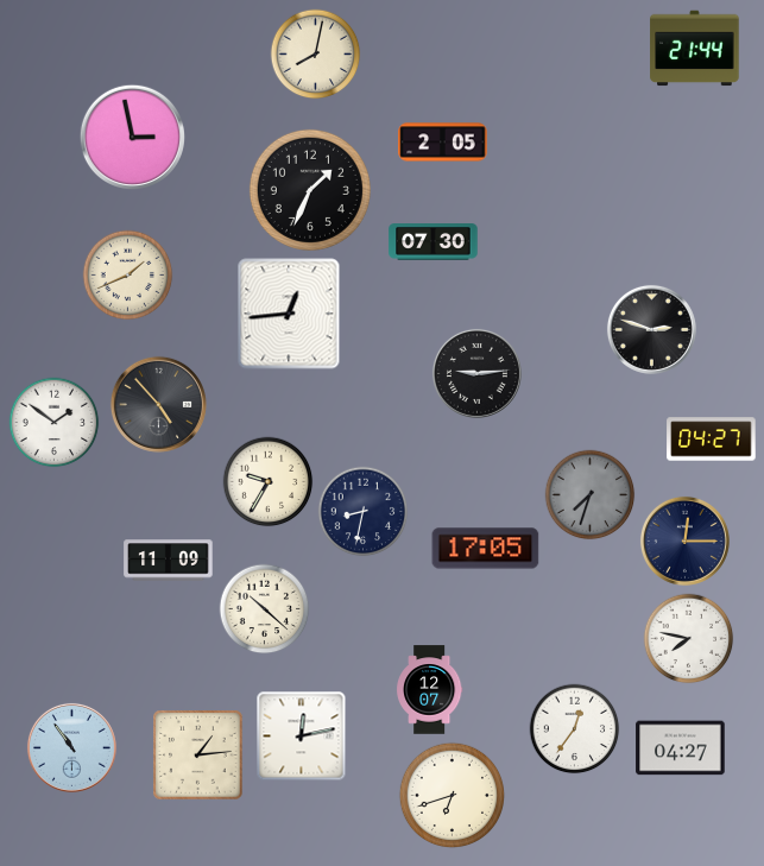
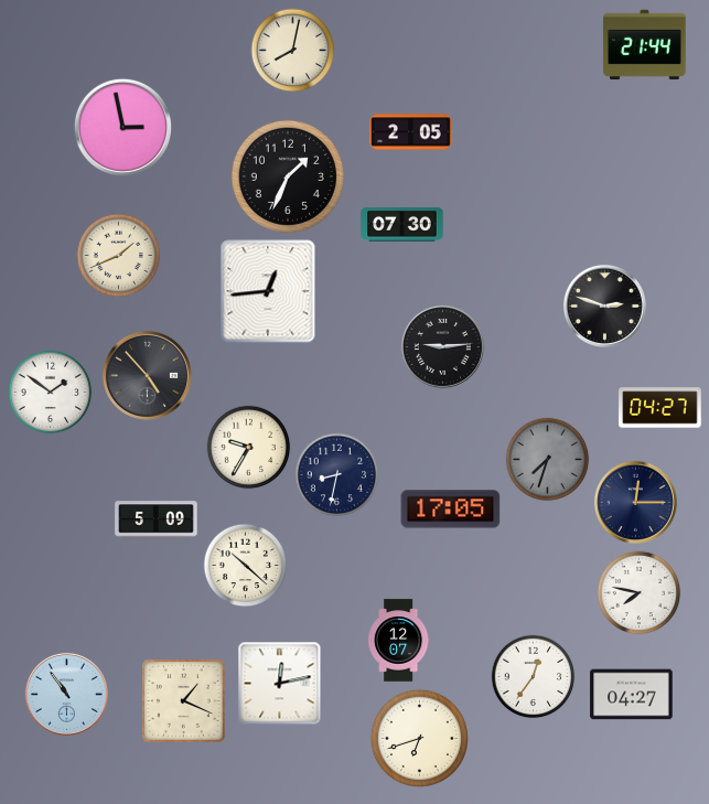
clock at (169, 561): 11:09 -> 5:09
clock at (198, 756): 1:14 -> 1:19
